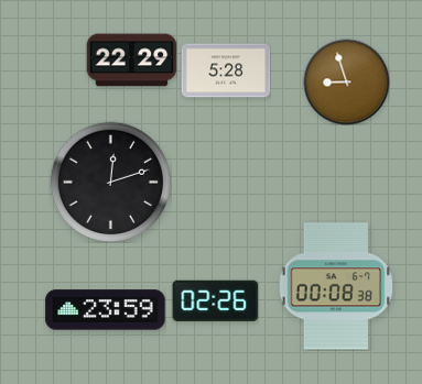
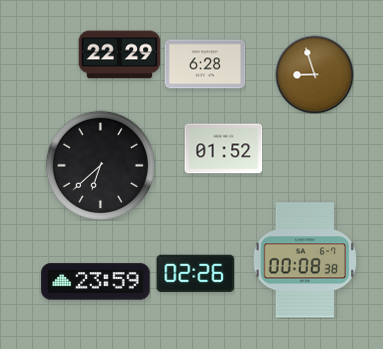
clock at (226, 70): 5:28 -> 6:28
clock at (223, 149): none -> 01:52
clock at (110, 182): 12:12 -> 6:38
